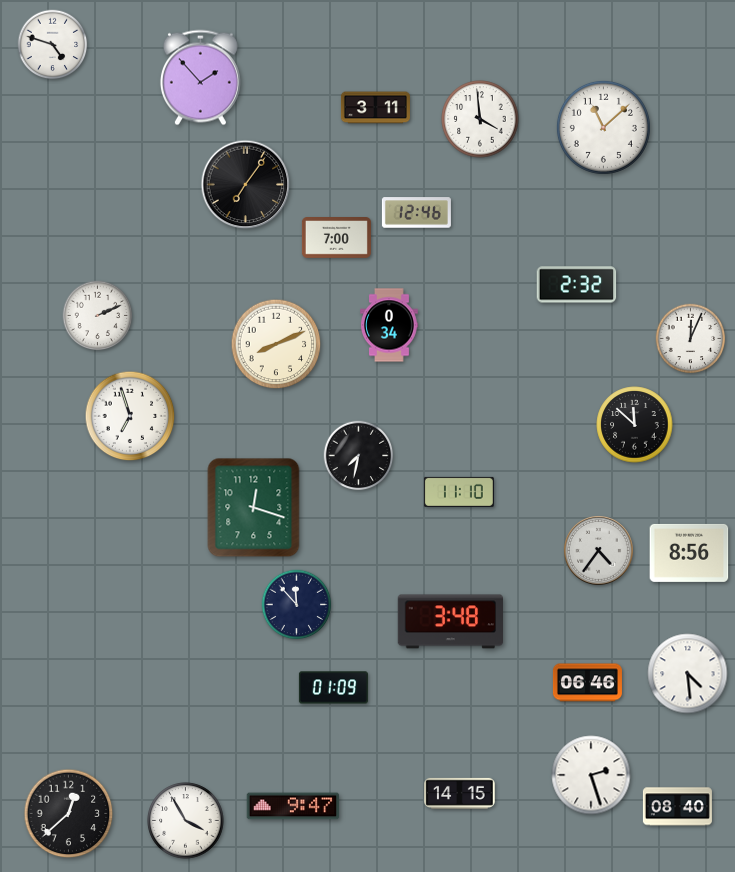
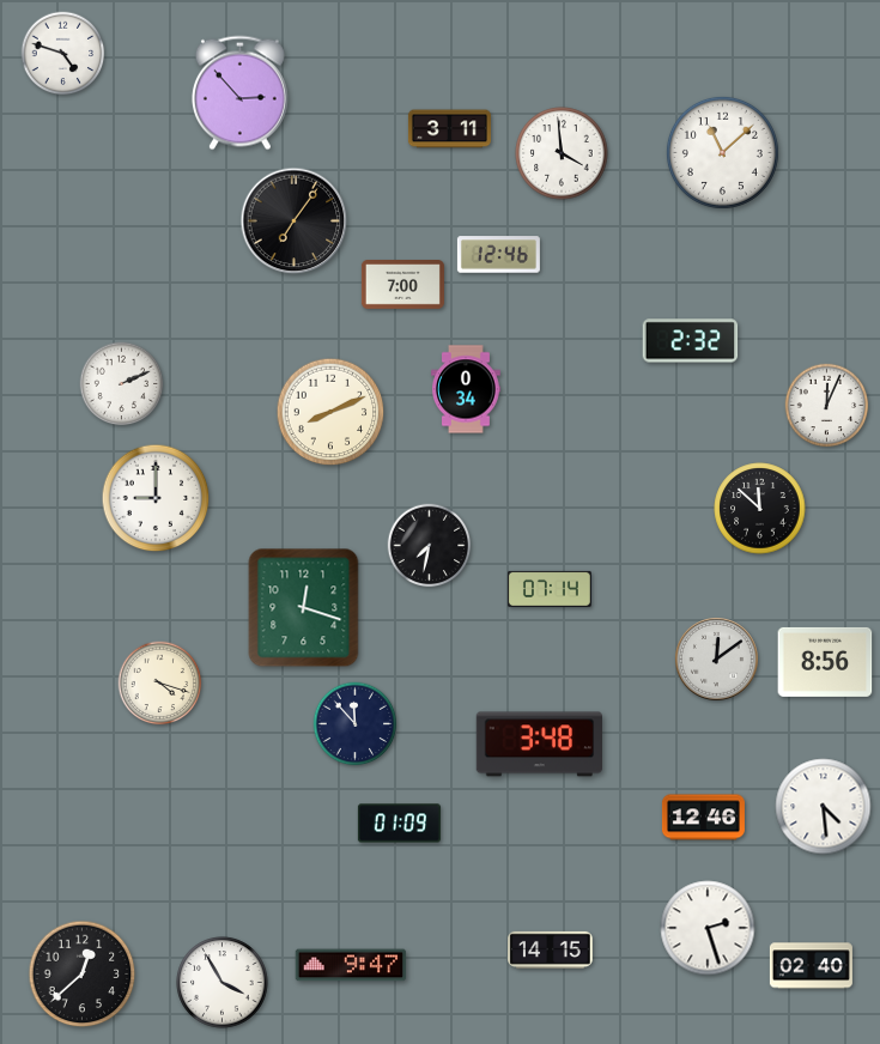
clock at (200, 78): 1:53 -> 2:53
clock at (480, 119) position: (480, 119) -> (562, 153)
clock at (98, 316) position: (98, 316) -> (122, 384)
clock at (130, 416): 6:57 -> 9:00
clock at (459, 492): 11:10 -> 07:14
clock at (599, 551): 4:36 -> 12:09
clock at (160, 684): none -> 4:18
clock at (587, 683): 06:46 -> 12:46
clock at (677, 807): 08:40 -> 02:40
